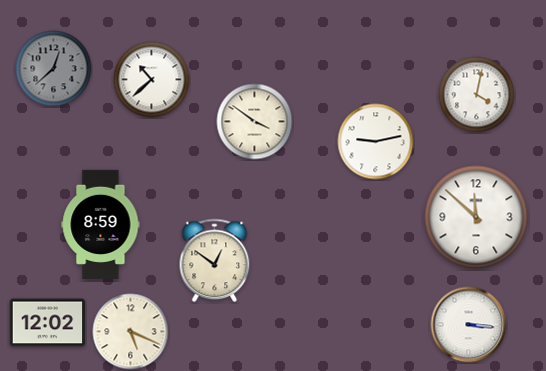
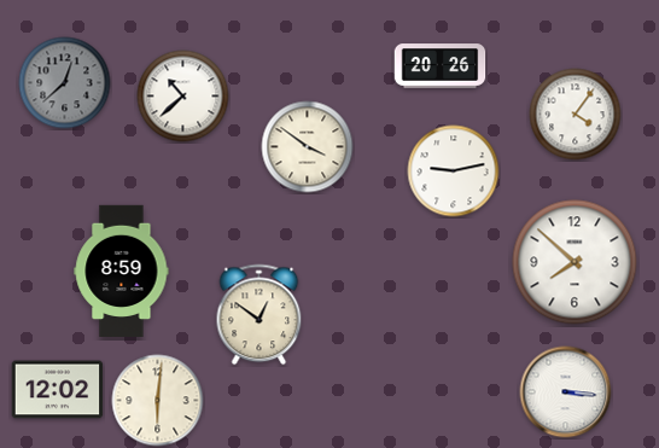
clock at (441, 66): none -> 20:26
clock at (477, 95): 4:02 -> 4:06
clock at (476, 217): 11:52 -> 7:52
clock at (131, 332): 5:19 -> 6:01
